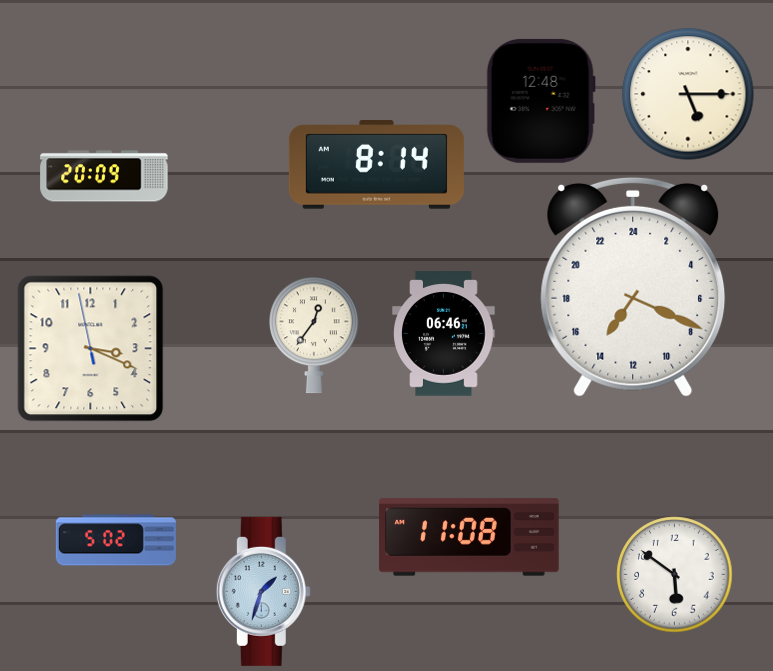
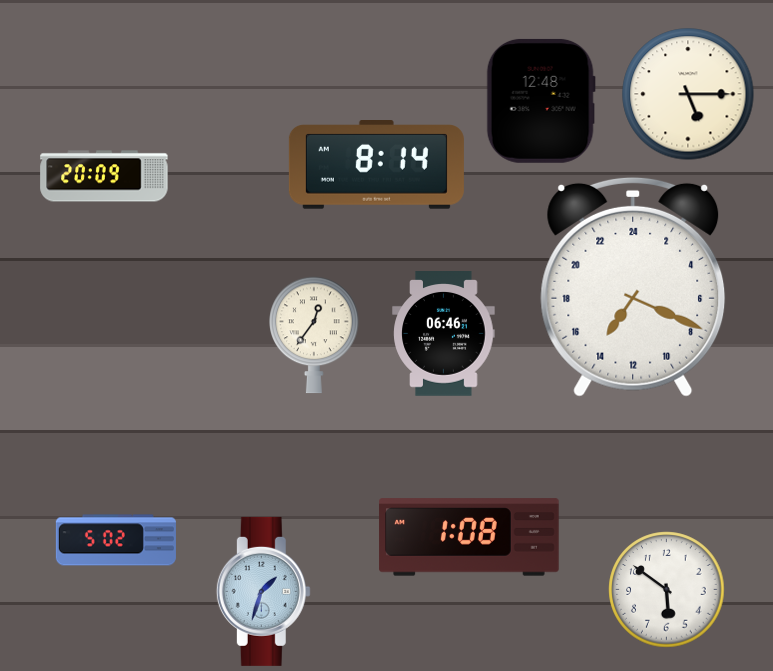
clock at (91, 349): 3:18 -> none
clock at (469, 537): 11:08 -> 1:08
clock at (675, 575) position: (675, 575) -> (667, 590)
